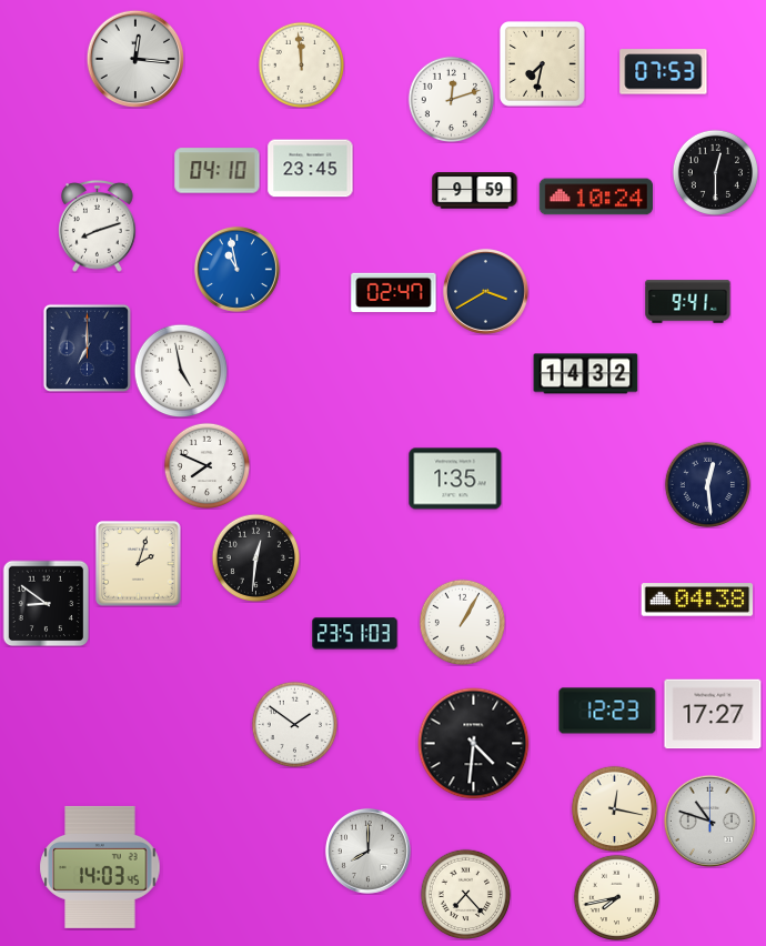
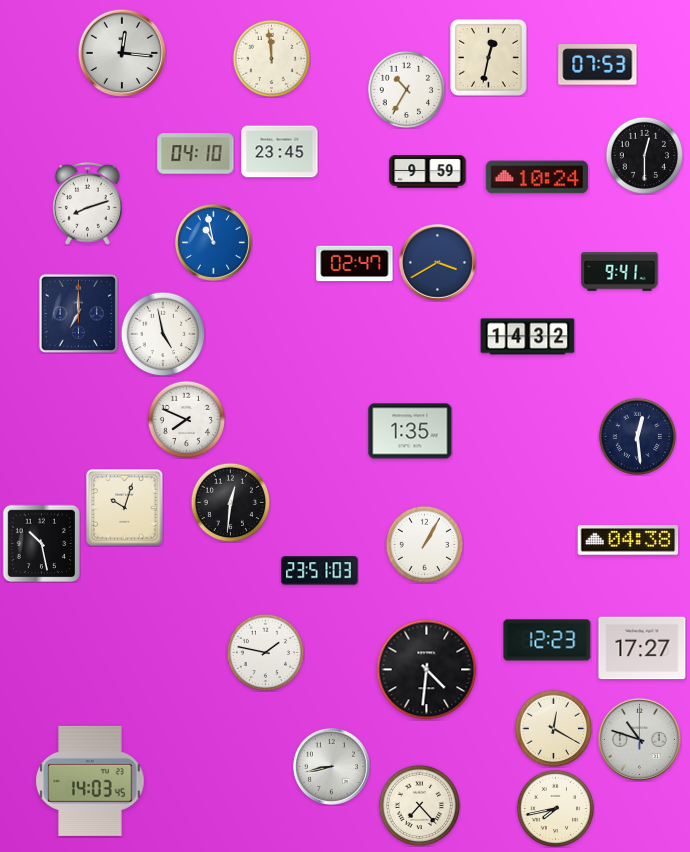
clock at (542, 63): 7:32 -> 12:32
clock at (451, 99): 12:12 -> 10:35
clock at (139, 564): 2:03 -> 10:03
clock at (46, 603): 8:51 -> 10:28
clock at (462, 622) position: (462, 622) -> (424, 544)
clock at (713, 714) position: (713, 714) -> (642, 648)
clock at (294, 724): 1:51 -> 1:47
clock at (614, 808): 12:17 -> 12:20
clock at (367, 851): 8:00 -> 8:43
